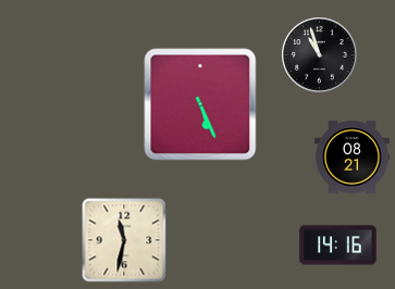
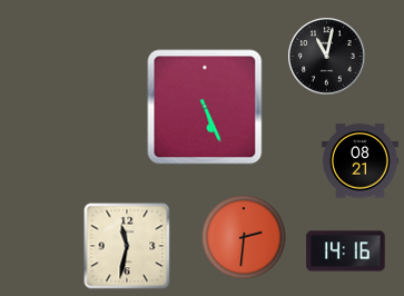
clock at (320, 55): 10:57 -> 11:02
clock at (244, 237): none -> 2:31
